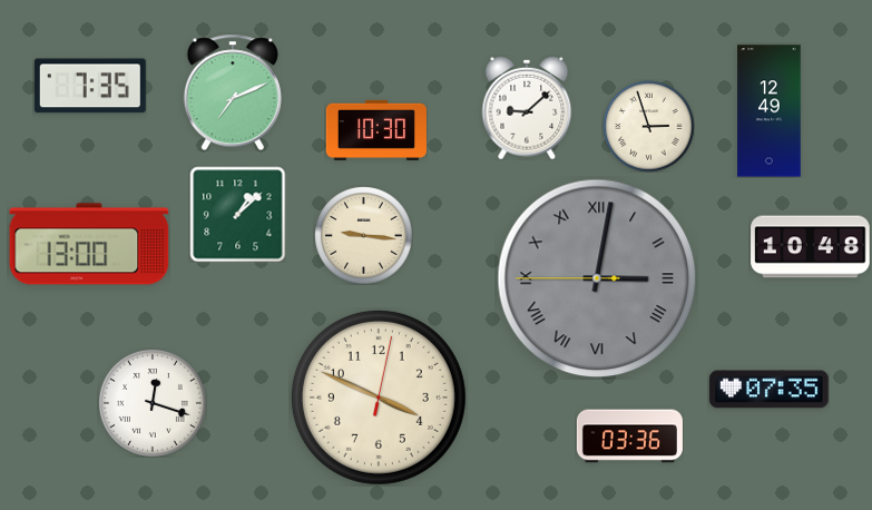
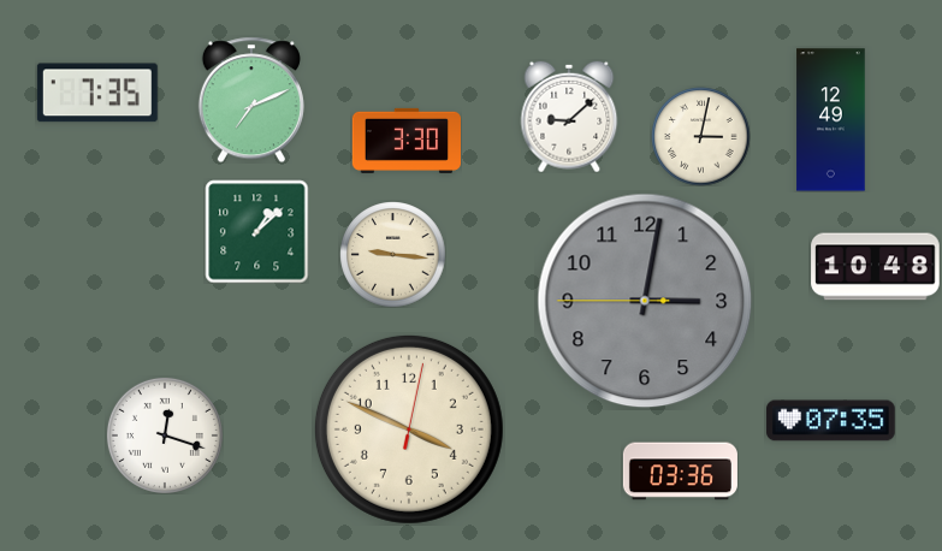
clock at (648, 126): 2:57 -> 3:02
clock at (375, 130): 10:30 -> 3:30
clock at (89, 244): 13:00 -> none
clock at (597, 278) numerals: Roman -> Arabic
